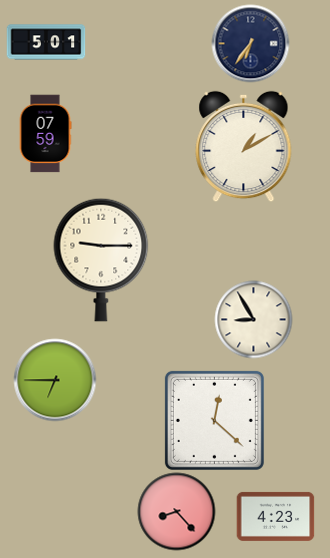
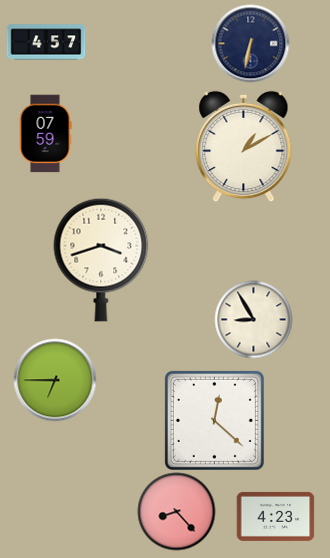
clock at (46, 42): 5:01 -> 4:57
clock at (250, 43): 6:36 -> 6:32
clock at (101, 260): 9:15 -> 3:42
